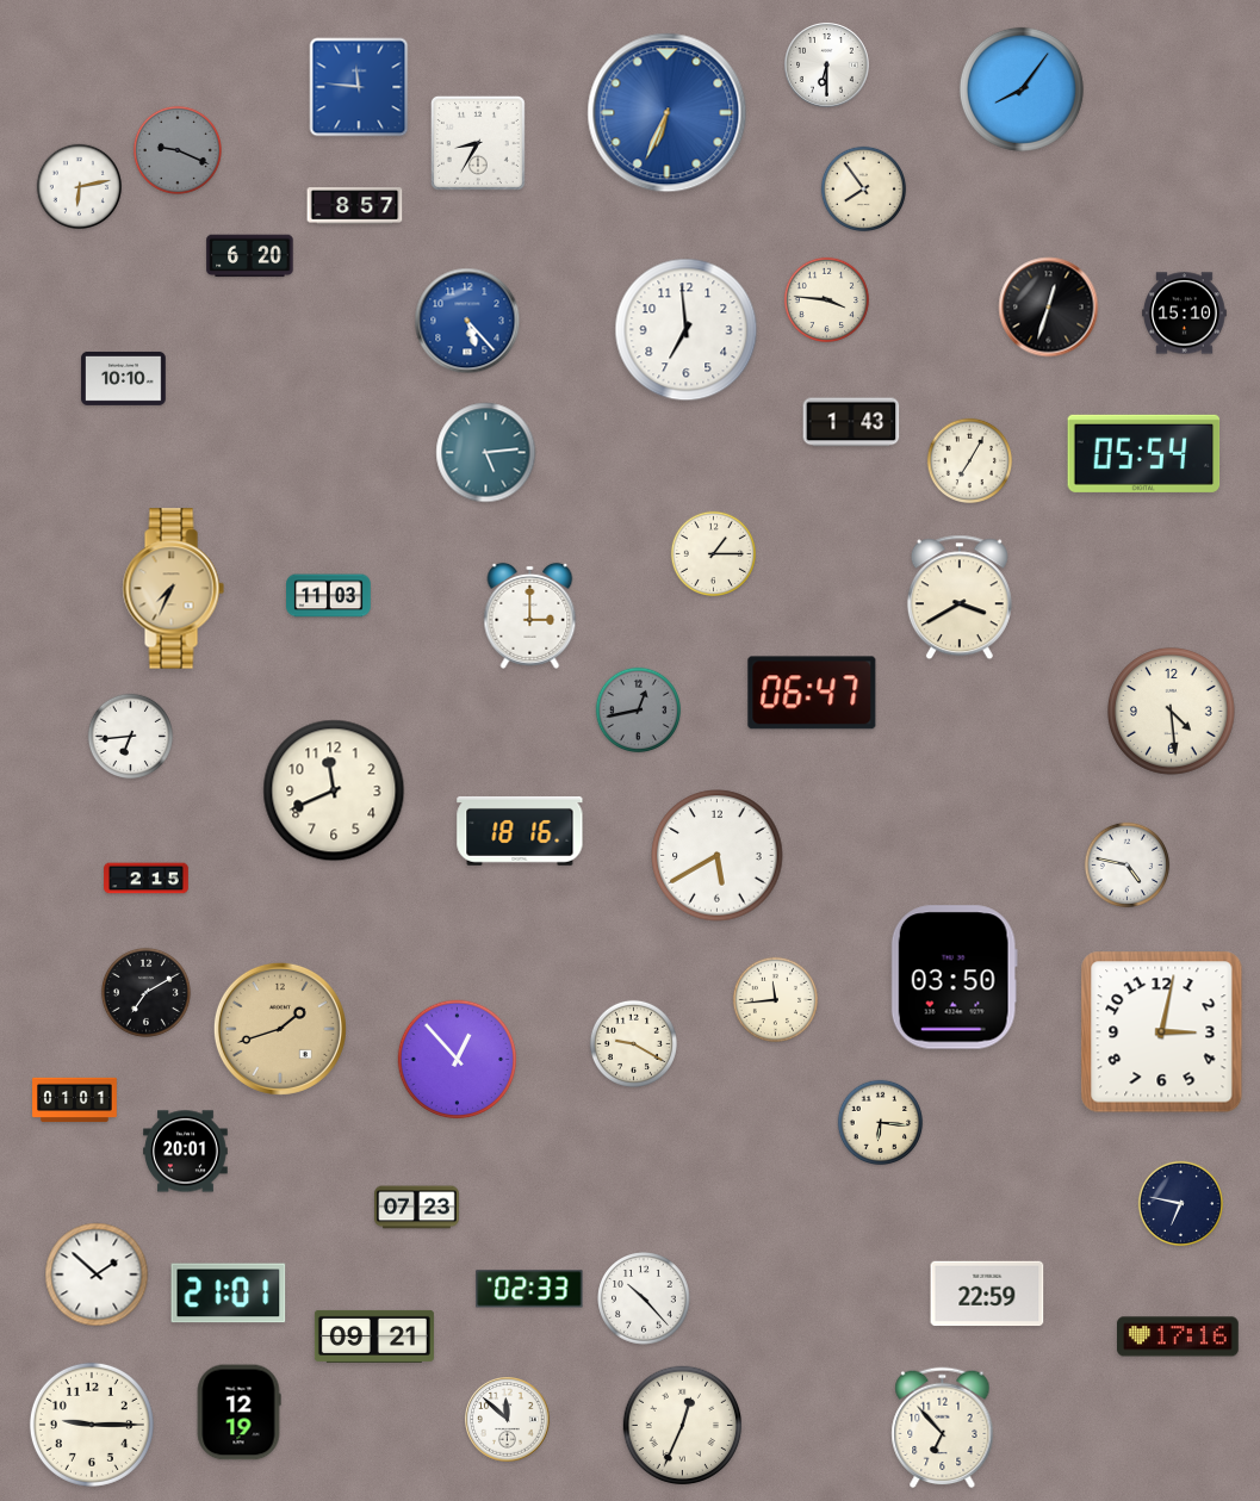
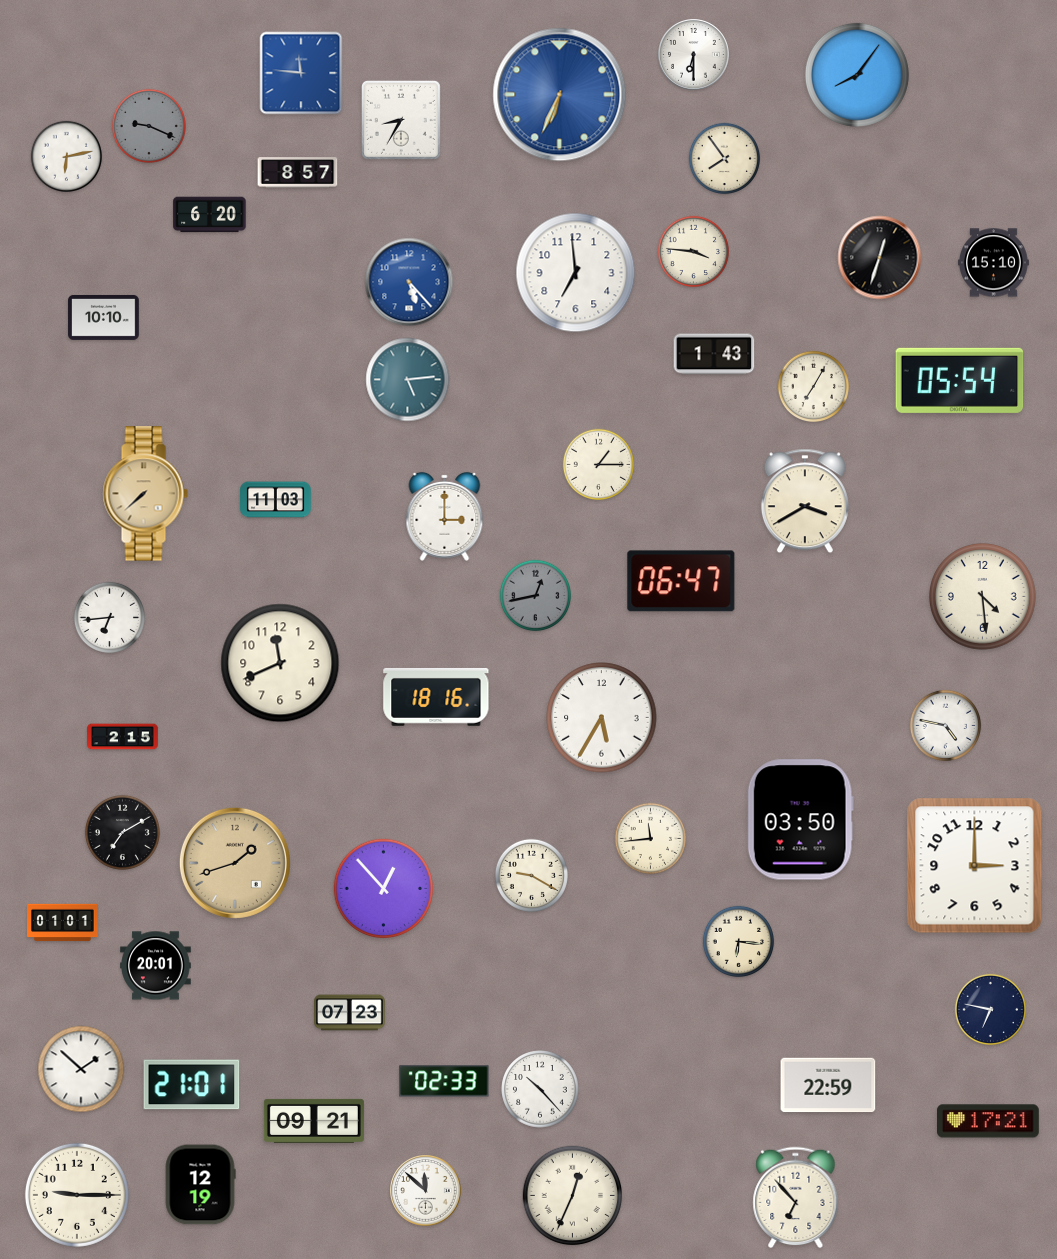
clock at (467, 321) position: (467, 321) -> (409, 282)
clock at (687, 330) position: (687, 330) -> (576, 273)
clock at (173, 589): 7:34 -> 7:38
clock at (718, 856): 5:40 -> 5:35
clock at (1162, 1032): 3:02 -> 3:00
clock at (1179, 1336): 17:16 -> 17:21
clock at (943, 1428) position: (943, 1428) -> (796, 1198)
